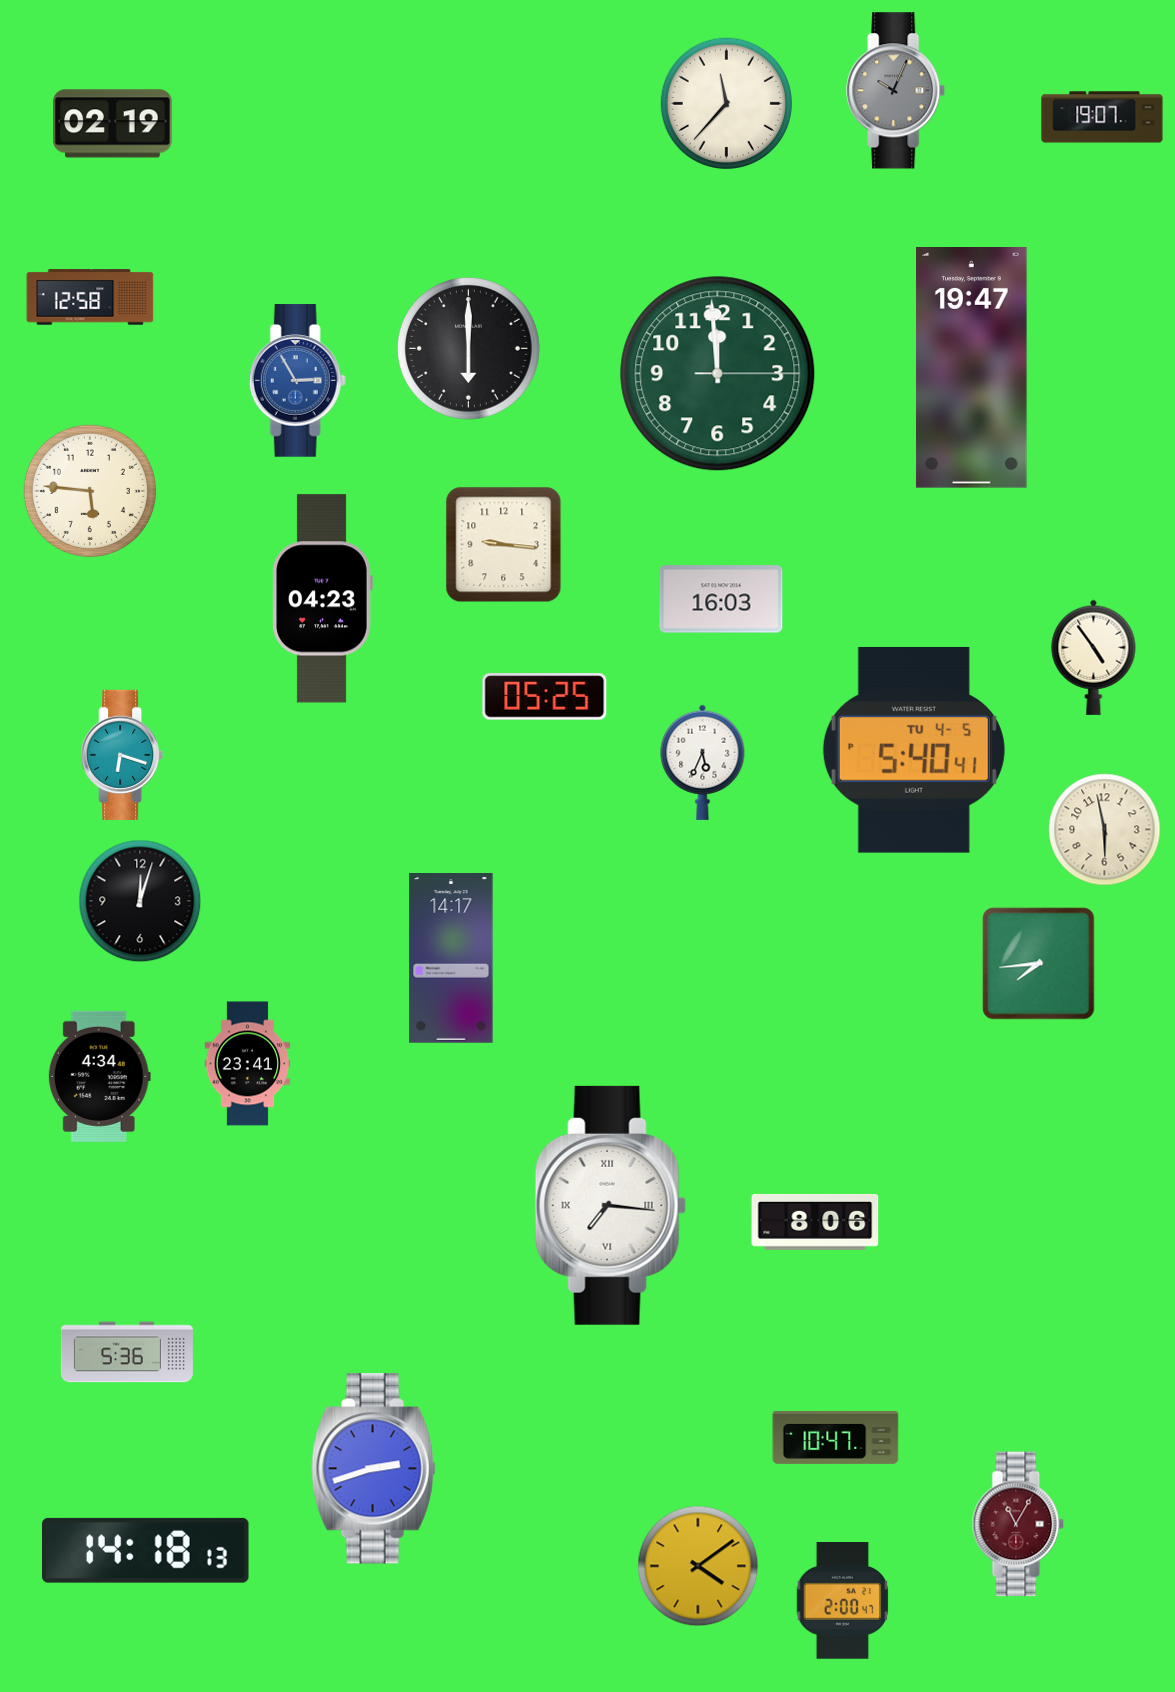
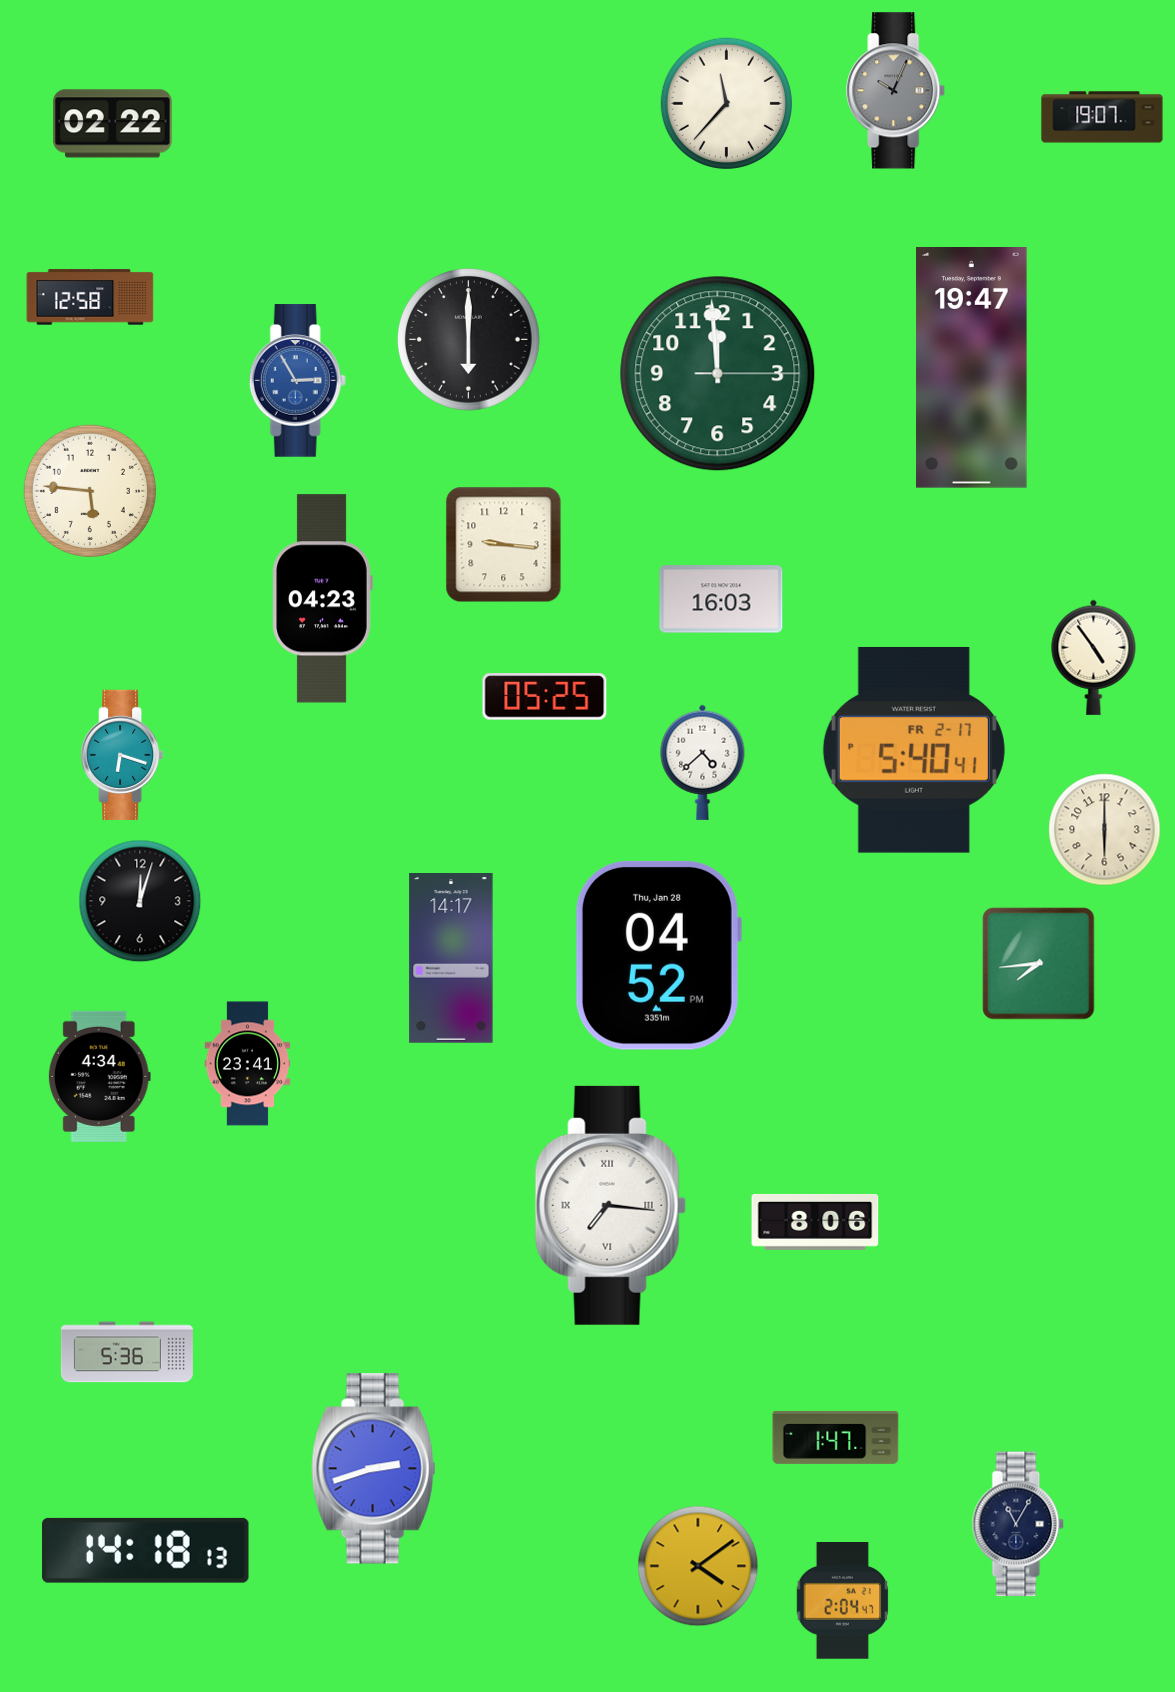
clock at (113, 124): 02:19 -> 02:22
clock at (469, 349) position: (469, 349) -> (469, 340)
clock at (914, 750) date: TU 4-5 -> FR 2-17
clock at (703, 762): 5:34 -> 4:38
clock at (1105, 830): 5:58 -> 6:00
clock at (658, 955): none -> 04:52
clock at (836, 1437): 10:47 -> 1:47
clock at (1018, 1524) dial: burgundy -> navy
clock at (843, 1601): 2:00 -> 2:04
